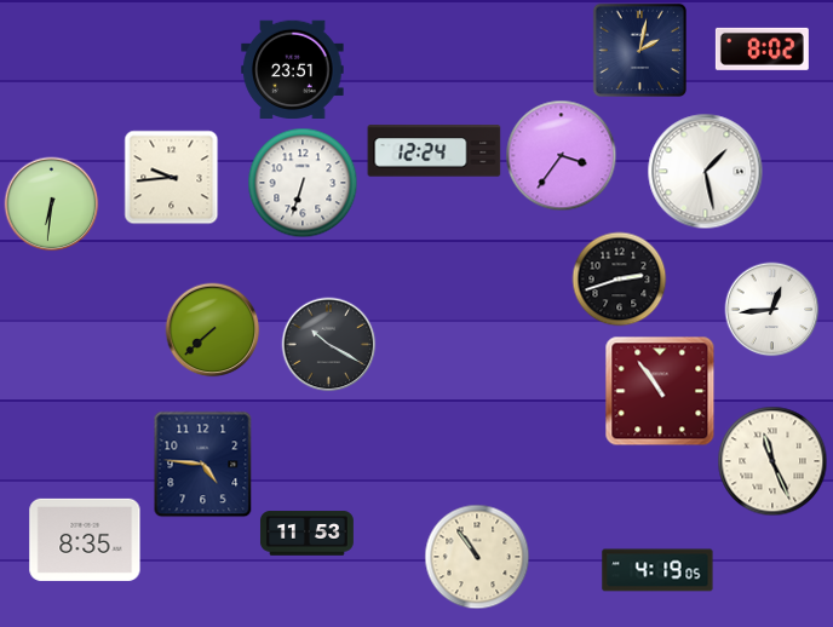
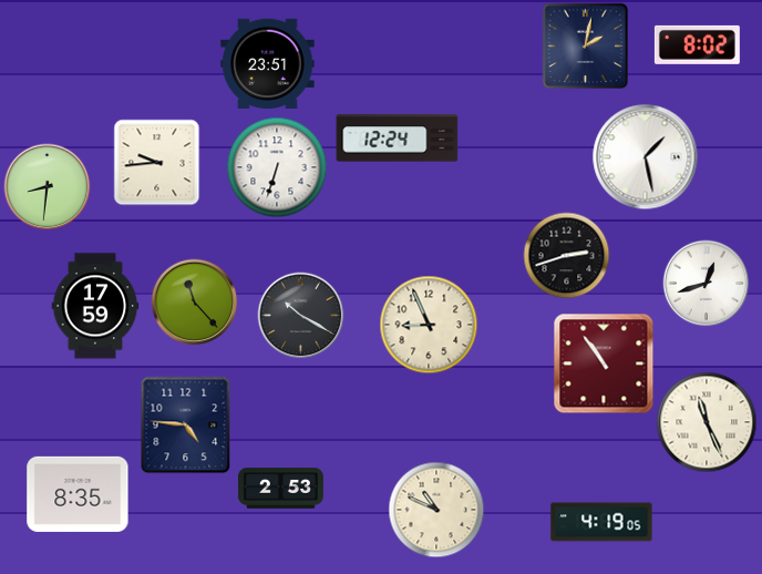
clock at (561, 155): 3:36 -> none
clock at (51, 203): 6:31 -> 8:31
clock at (771, 309): 12:44 -> 12:42
clock at (212, 329): 7:38 -> 11:23
clock at (95, 306): none -> 17:59
clock at (429, 325): none -> 8:56
clock at (660, 391) position: (660, 391) -> (604, 363)
clock at (306, 534): 11:53 -> 2:53
clock at (477, 557): 10:54 -> 10:49
